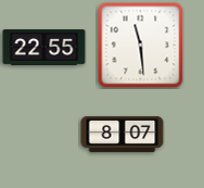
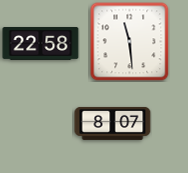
clock at (44, 48): 22:55 -> 22:58
